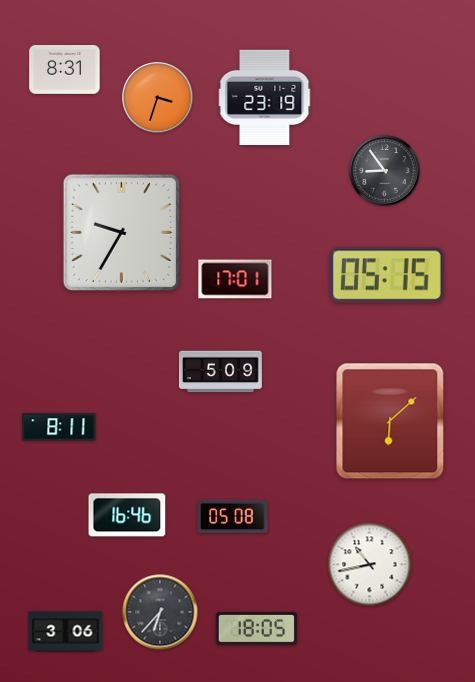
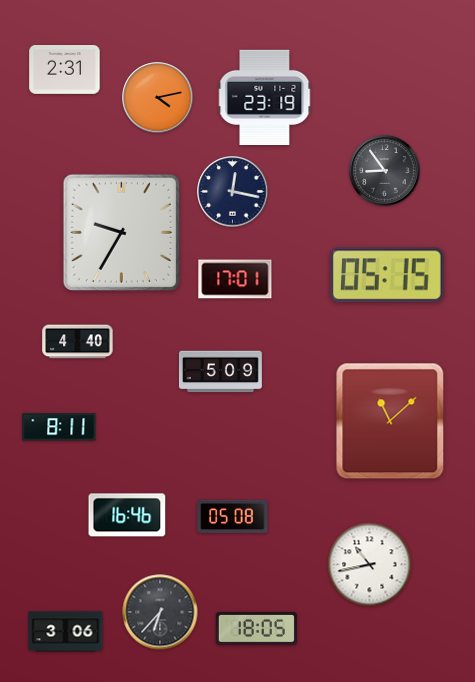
clock at (65, 70): 8:31 -> 2:31
clock at (158, 98): 3:33 -> 4:13
clock at (233, 192): none -> 12:17
clock at (78, 342): none -> 4:40
clock at (390, 421): 6:08 -> 11:08
